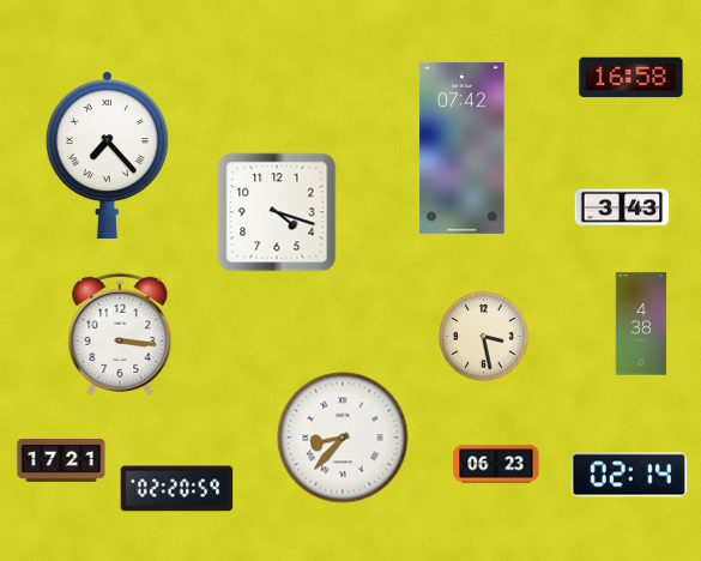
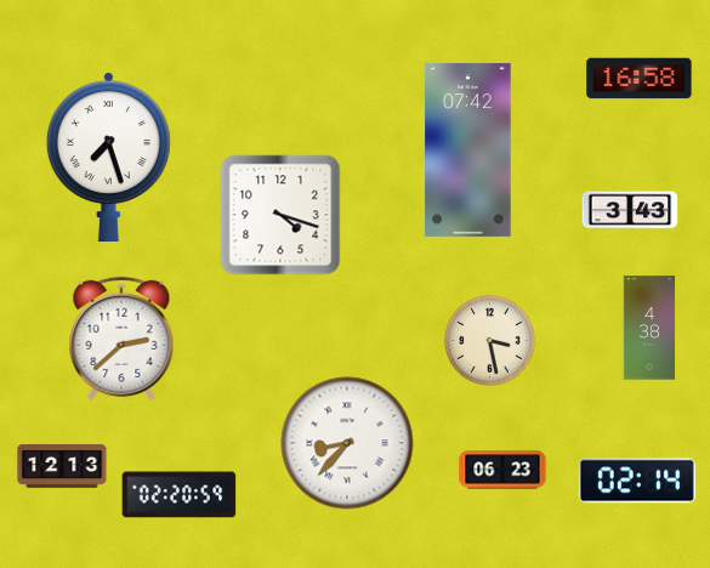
clock at (107, 155): 7:23 -> 7:27
clock at (120, 334): 3:16 -> 2:38
clock at (61, 462): 17:21 -> 12:13
